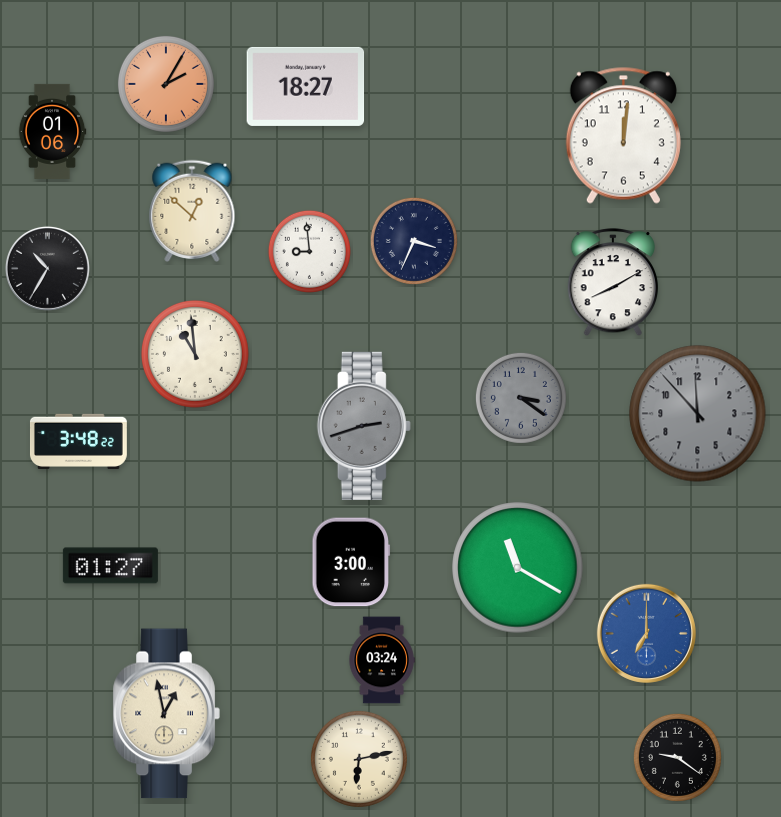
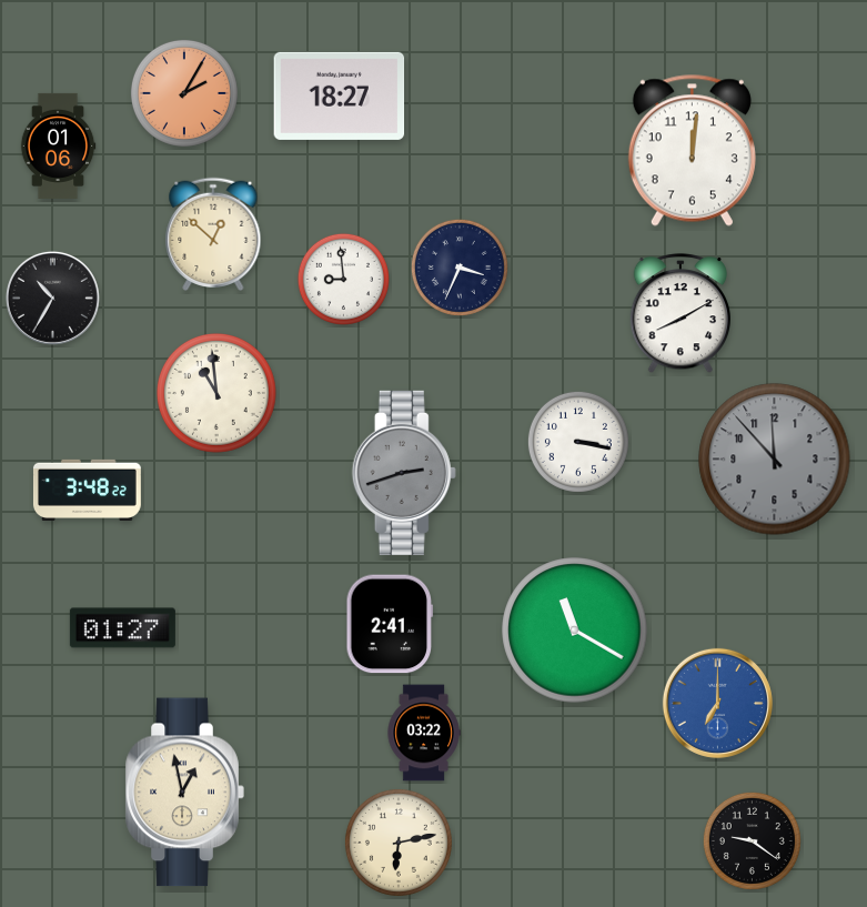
clock at (521, 398): 3:21 -> 3:17
clock at (521, 398) dial: grey -> white
clock at (351, 562): 3:00 -> 2:41
clock at (382, 660): 03:24 -> 03:22
